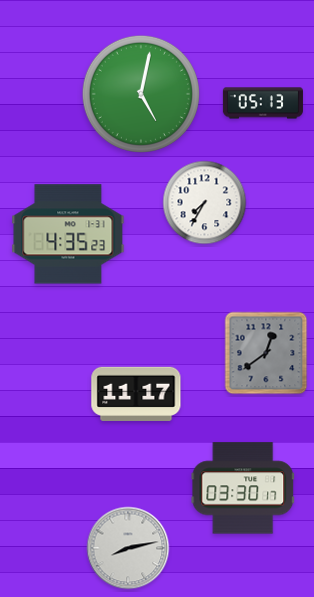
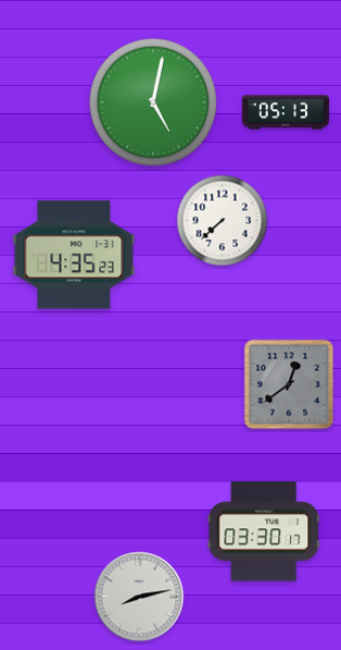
clock at (205, 203): 7:35 -> 7:38
clock at (136, 394): 11:17 -> none
